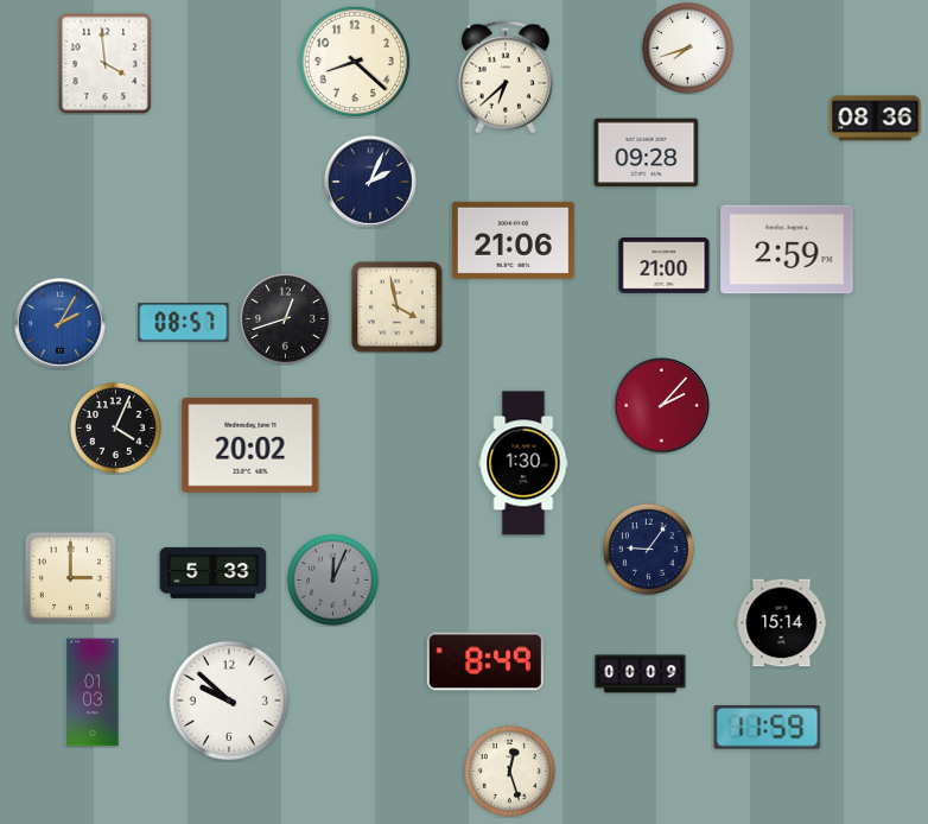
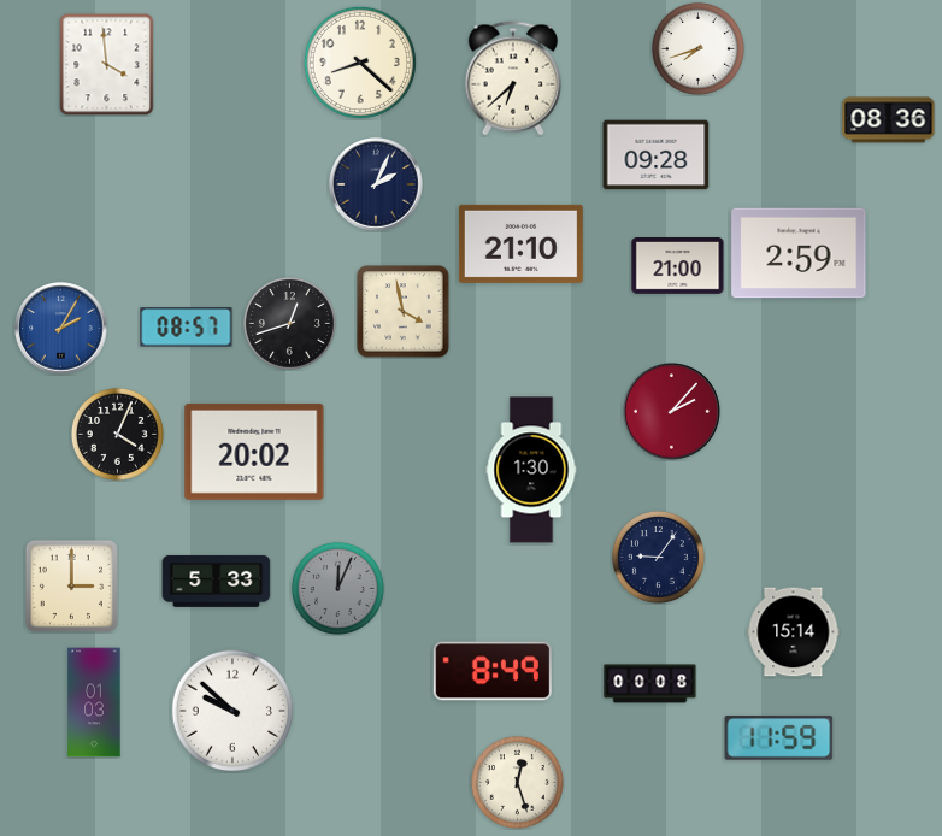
clock at (513, 240): 21:06 -> 21:10
clock at (665, 266) position: (665, 266) -> (678, 266)
clock at (641, 674): 00:09 -> 00:08
